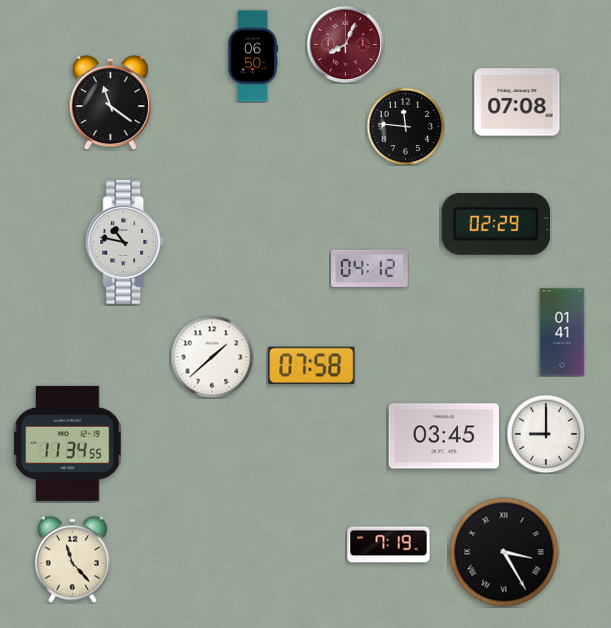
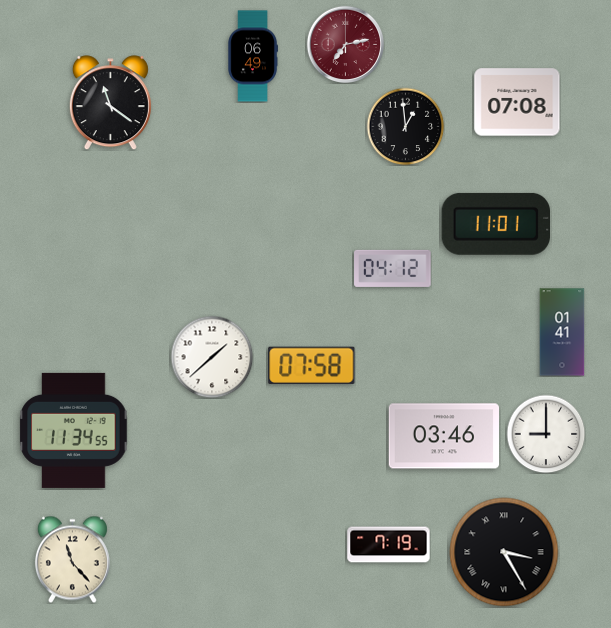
clock at (345, 44): 8:04 -> 7:13
clock at (253, 56): 06:50 -> 06:49
clock at (405, 126): 11:46 -> 12:59
clock at (495, 224): 02:29 -> 11:01
clock at (125, 242): 10:47 -> none
clock at (370, 268) position: (370, 268) -> (393, 268)
clock at (443, 436): 03:45 -> 03:46
clock at (68, 443) position: (68, 443) -> (74, 430)
